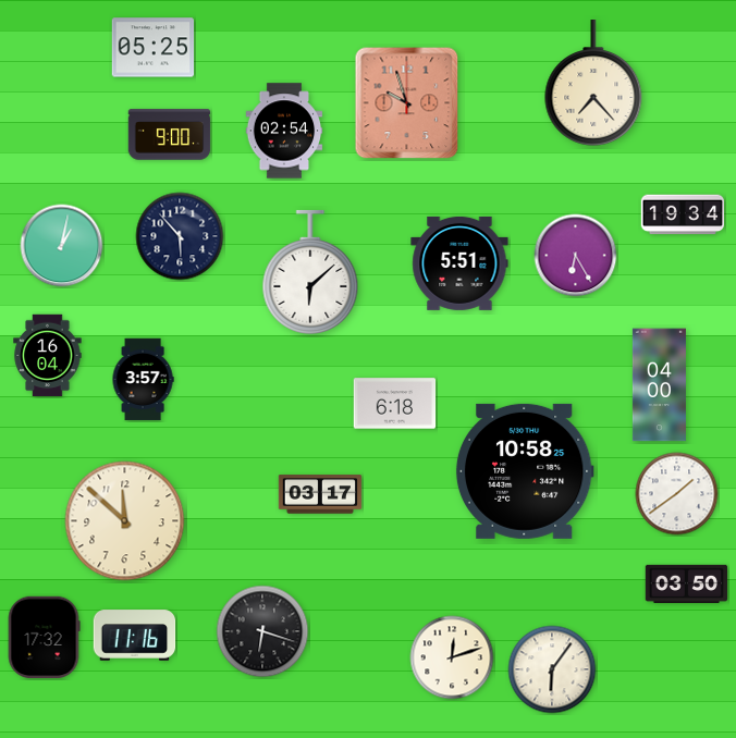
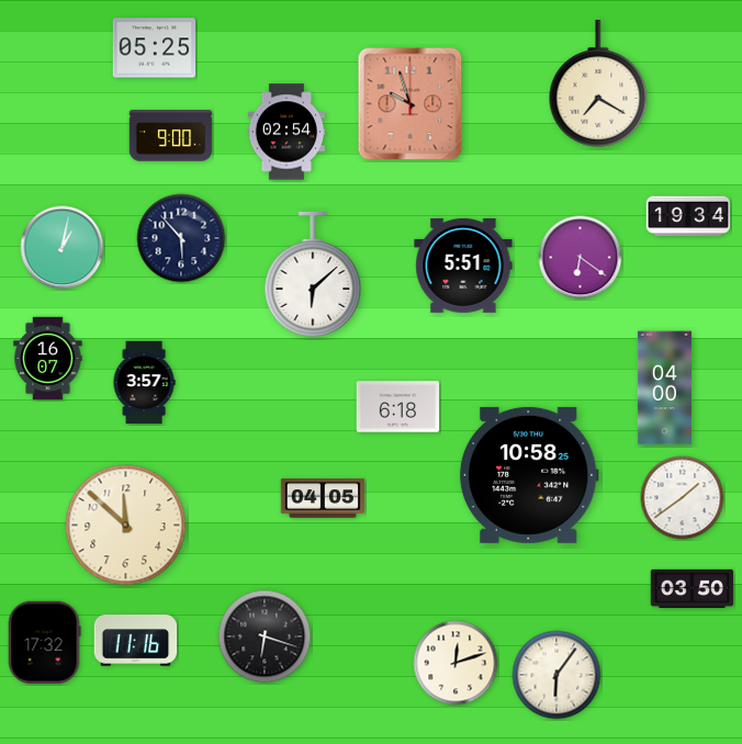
clock at (593, 83): 7:23 -> 7:20
clock at (576, 256): 6:25 -> 6:21
clock at (48, 356): 16:04 -> 16:07
clock at (320, 494): 03:17 -> 04:05
